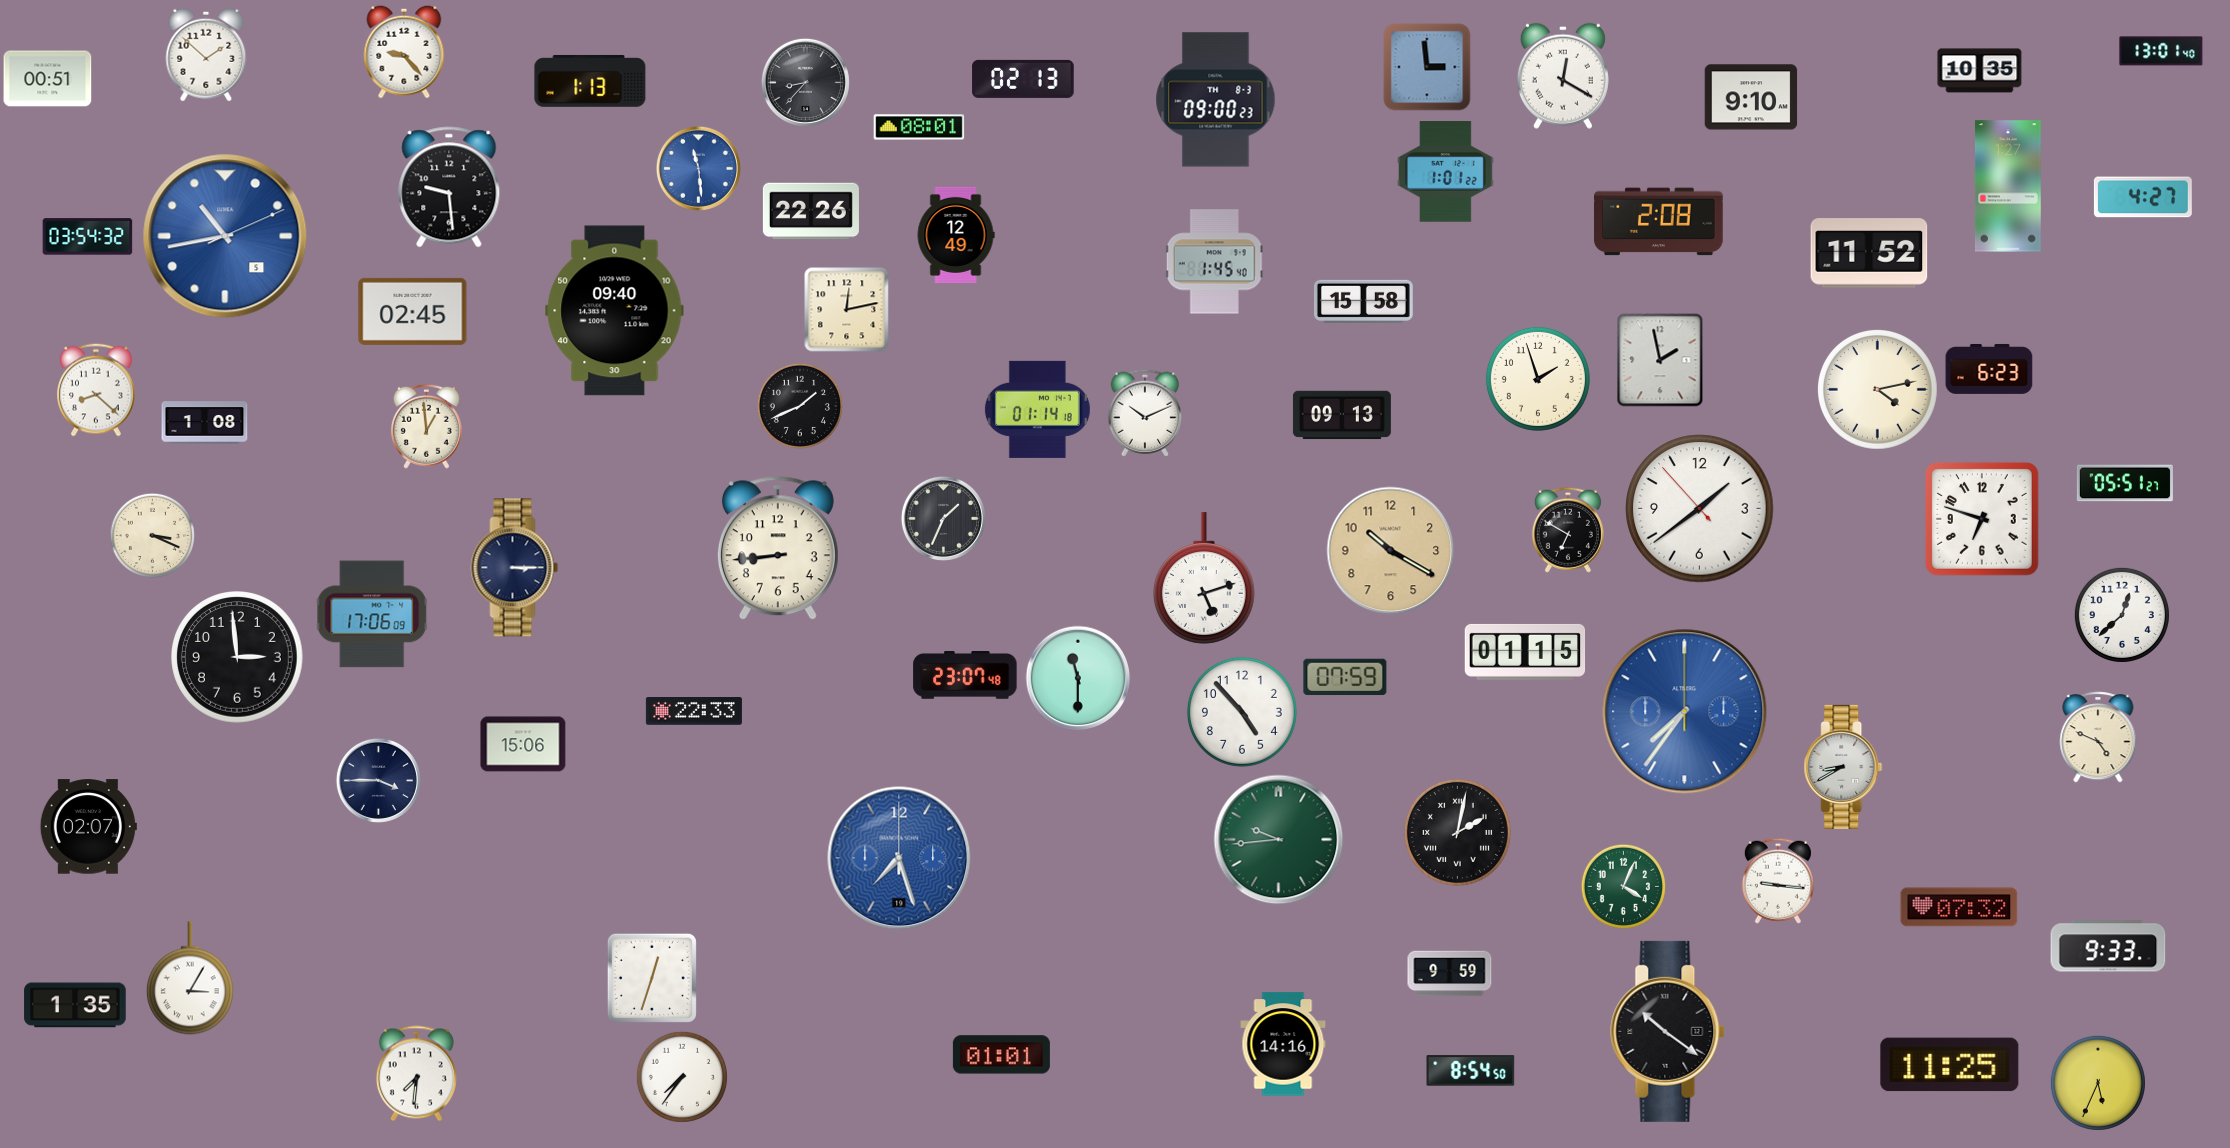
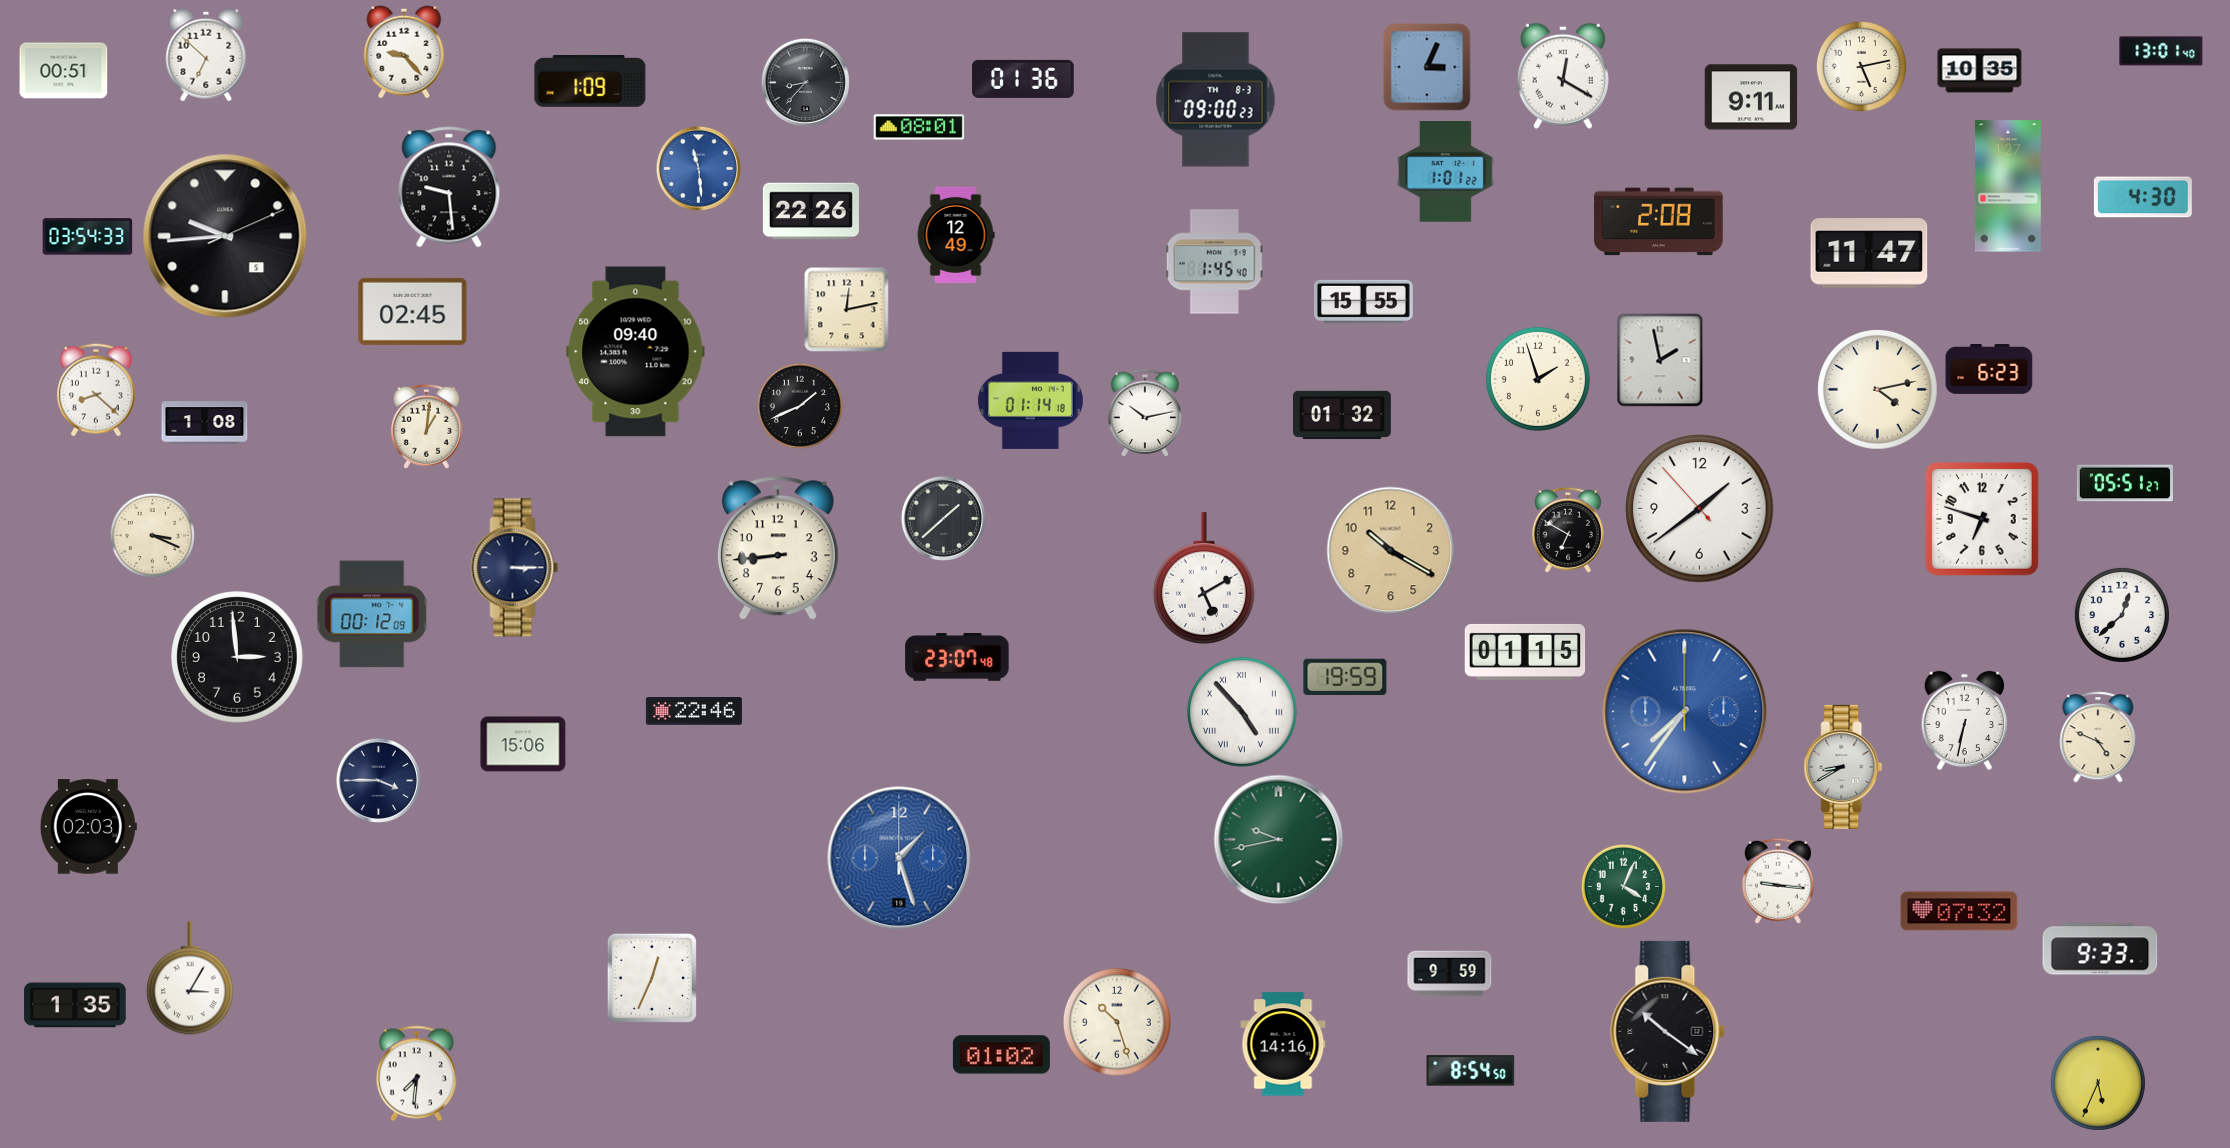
clock at (206, 55): 1:52 -> 6:52
clock at (1861, 66): none -> 5:13
clock at (1427, 67): 2:59 -> 3:04
clock at (48, 79) position: (48, 79) -> (64, 71)
clock at (1023, 79): 02:13 -> 01:36
clock at (590, 81): 1:13 -> 1:09
clock at (1751, 97): 9:10 -> 9:11
clock at (2143, 197): 4:27 -> 4:30
clock at (225, 236): 10:43 -> 9:44
clock at (225, 236) dial: blue -> black
clock at (88, 237): 03:54:32 -> 03:54:33
clock at (1869, 253): 11:52 -> 11:47
clock at (1363, 301): 15:58 -> 15:55
clock at (615, 311) position: (615, 311) -> (636, 352)
clock at (1037, 409) position: (1037, 409) -> (1030, 400)
clock at (1145, 413): 10:11 -> 10:13
clock at (1342, 415): 09:13 -> 01:32
clock at (426, 426): 12:59 -> 1:01
clock at (943, 518): 1:34 -> 1:38
clock at (1205, 578): 5:12 -> 5:10
clock at (372, 614): 17:06 -> 00:12
clock at (965, 676) position: (965, 676) -> (957, 658)
clock at (1345, 677): 07:59 -> 19:59
clock at (1078, 678): 11:30 -> none
clock at (694, 712): 22:33 -> 22:46
clock at (1242, 712) numerals: Arabic -> Roman
clock at (1965, 721): none -> 6:32
clock at (88, 827): 02:07 -> 02:03
clock at (1457, 832): 2:02 -> none
clock at (1279, 840): 9:44 -> 9:43
clock at (899, 858): 7:27 -> 1:27
clock at (1959, 907) position: (1959, 907) -> (1959, 911)
clock at (2108, 946) position: (2108, 946) -> (2100, 949)
clock at (652, 978): 12:33 -> 12:34
clock at (1117, 1022): none -> 10:27
clock at (1001, 1055): 01:01 -> 01:02
clock at (1950, 1065): 11:25 -> none
clock at (682, 1077): 7:36 -> none
